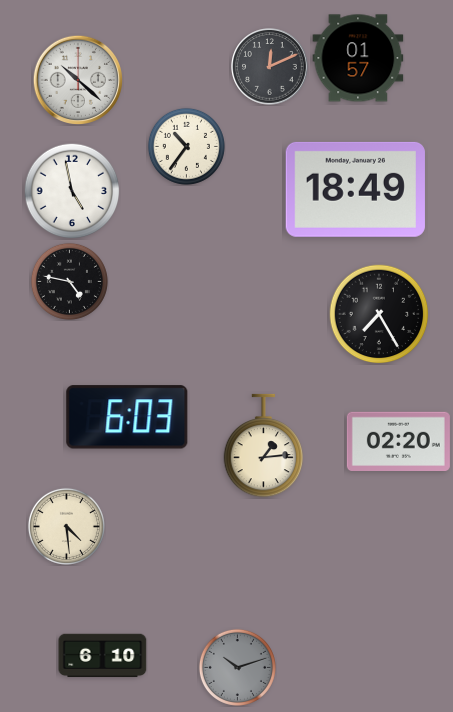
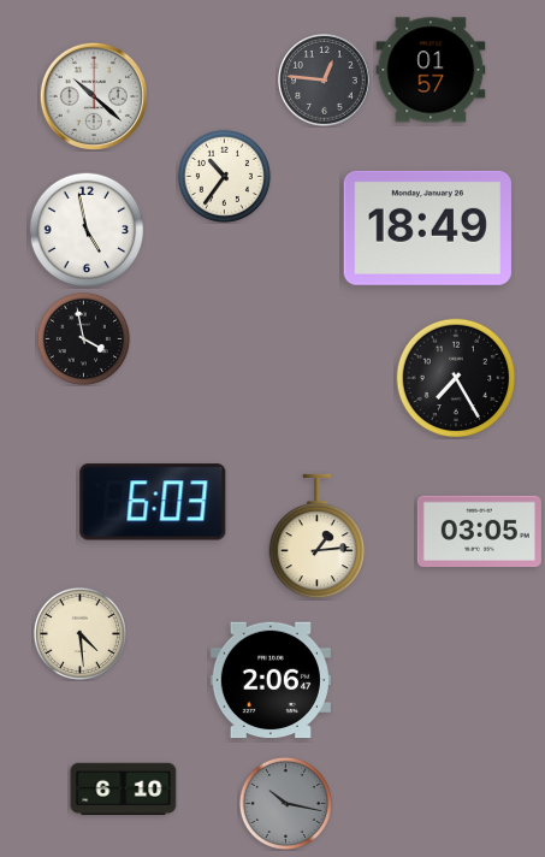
clock at (270, 67): 12:11 -> 12:46
clock at (69, 281): 4:47 -> 3:58
clock at (398, 441): 02:20 -> 03:05
clock at (271, 680): none -> 2:06
clock at (237, 667): 10:12 -> 10:17
